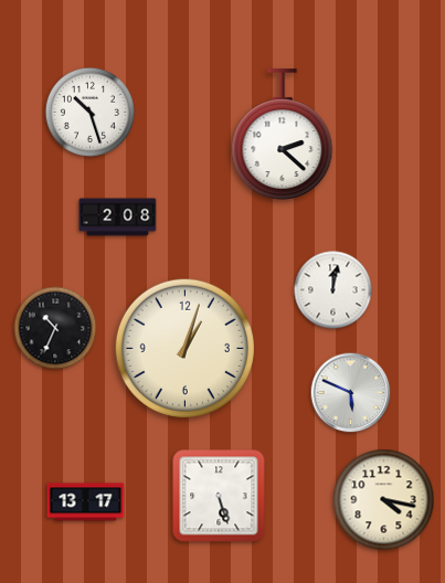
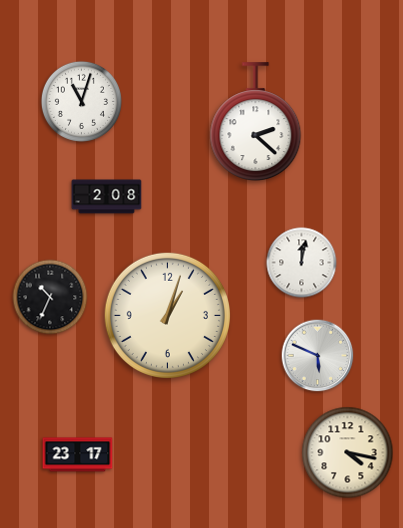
clock at (89, 112): 10:27 -> 11:03
clock at (219, 496): 5:27 -> none
clock at (86, 502): 13:17 -> 23:17
